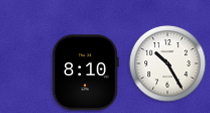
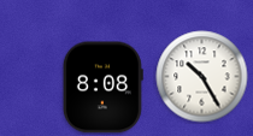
clock at (85, 73): 8:10 -> 8:08
